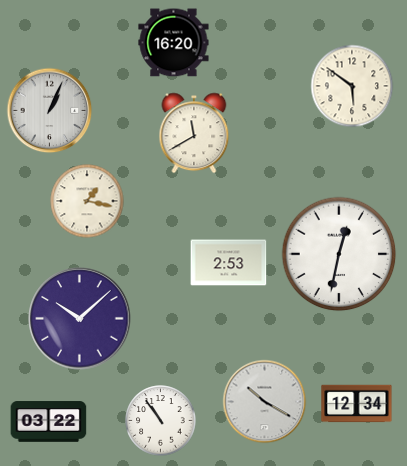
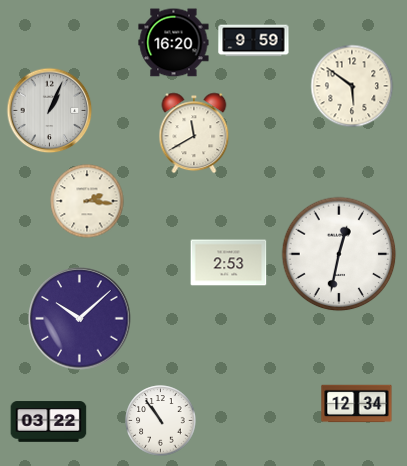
clock at (254, 41): none -> 9:59
clock at (87, 201): 1:17 -> 2:16
clock at (265, 402): 10:20 -> none
